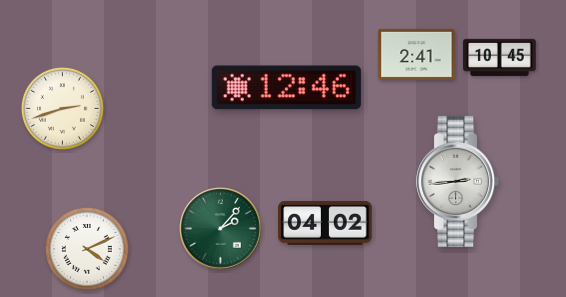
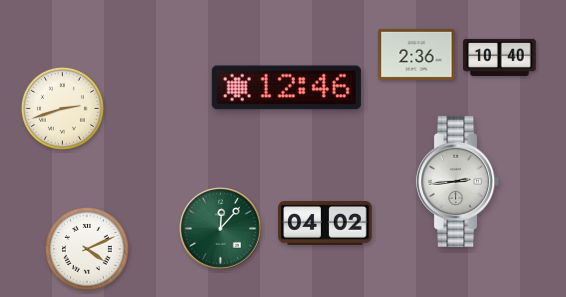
clock at (417, 54): 2:41 -> 2:36
clock at (500, 57): 10:45 -> 10:40
clock at (221, 229): 2:07 -> 12:07
